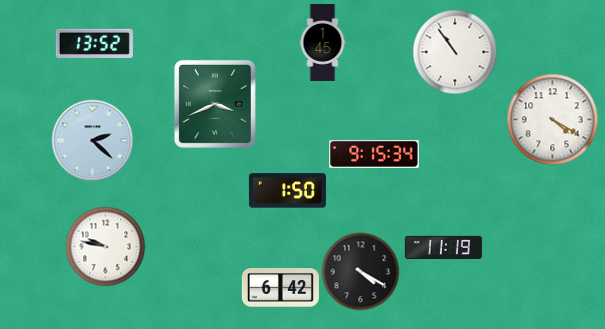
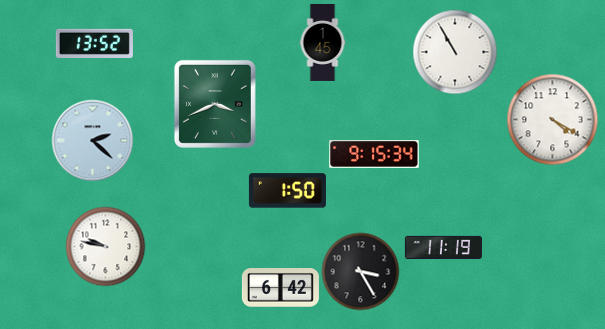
clock at (455, 52): 10:54 -> 10:55
clock at (360, 271): 4:20 -> 3:25
